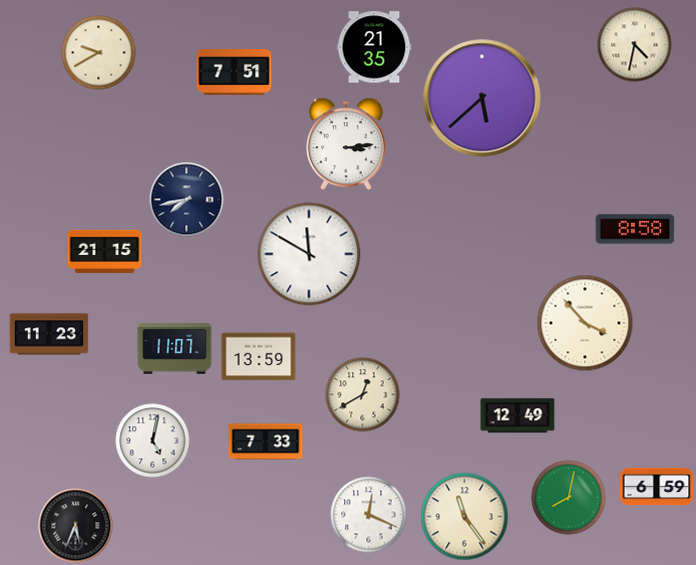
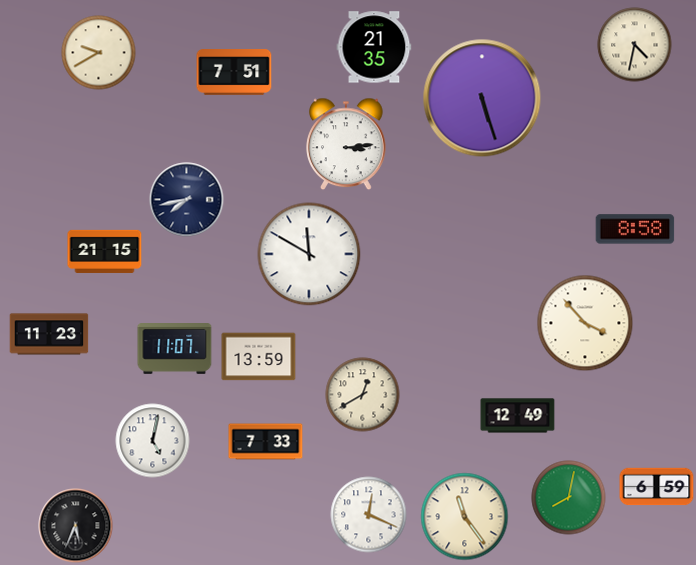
clock at (482, 98): 5:38 -> 5:27
